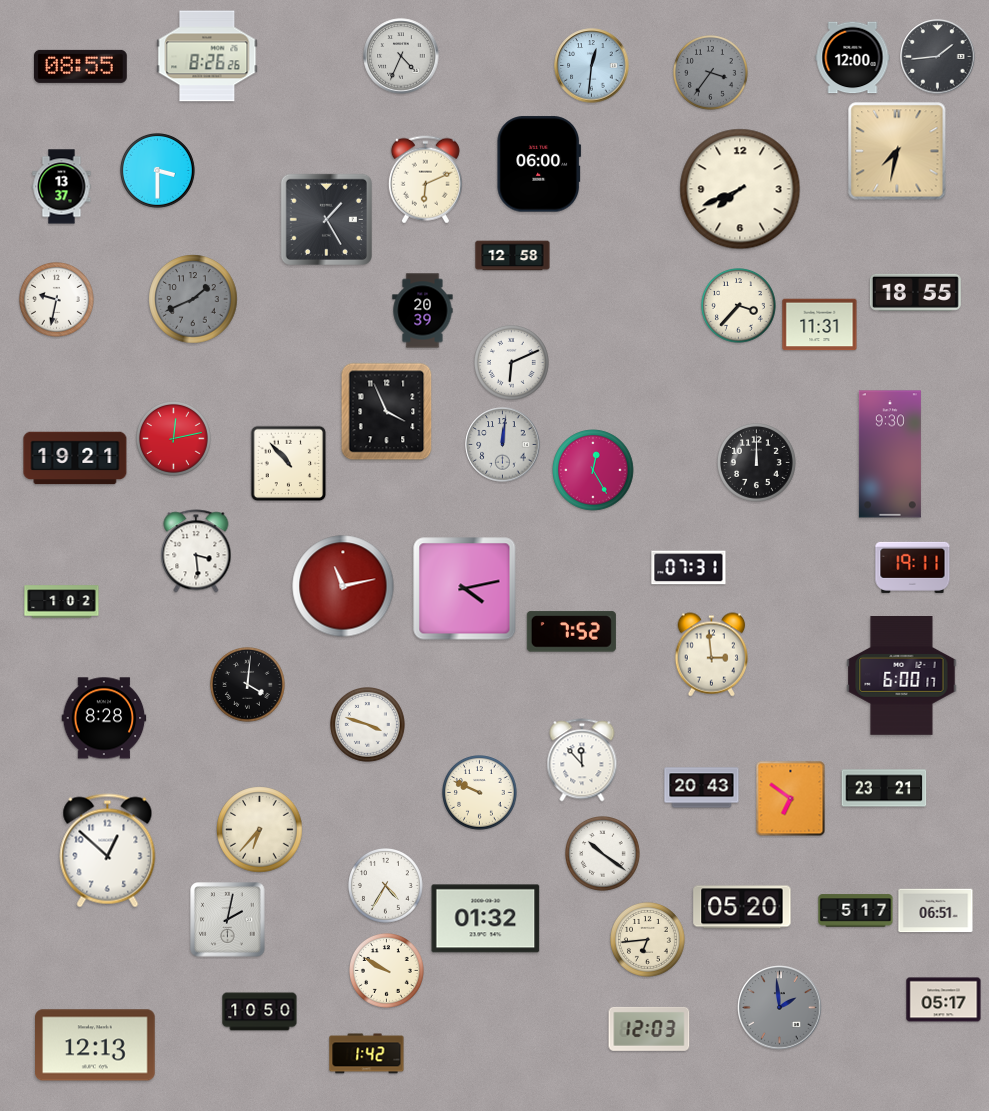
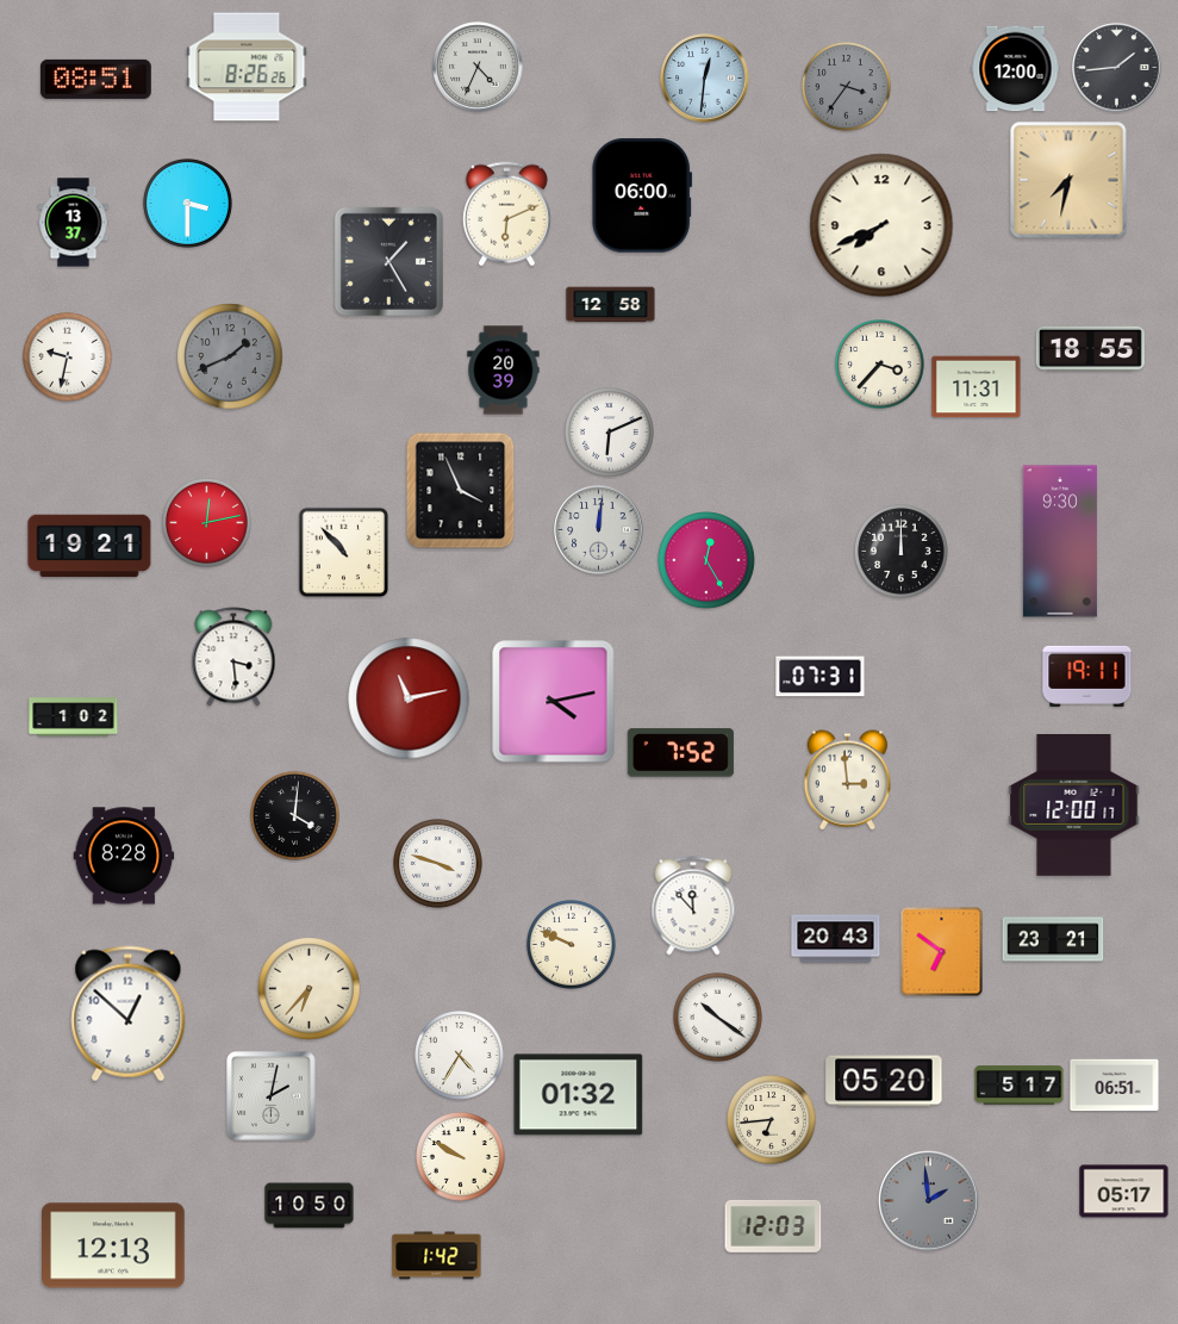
clock at (80, 66): 08:55 -> 08:51
clock at (902, 676): 6:00 -> 12:00
